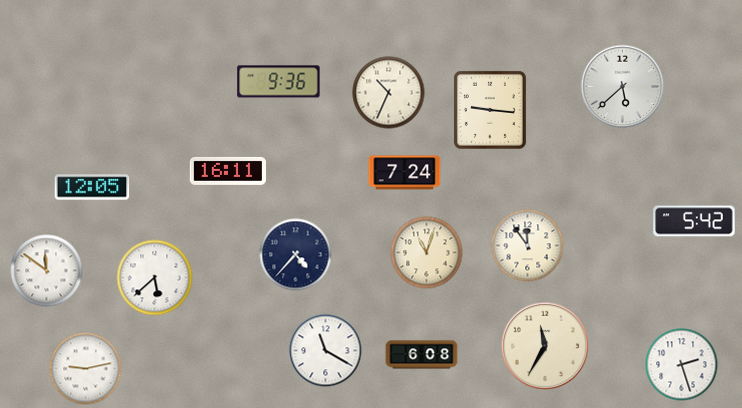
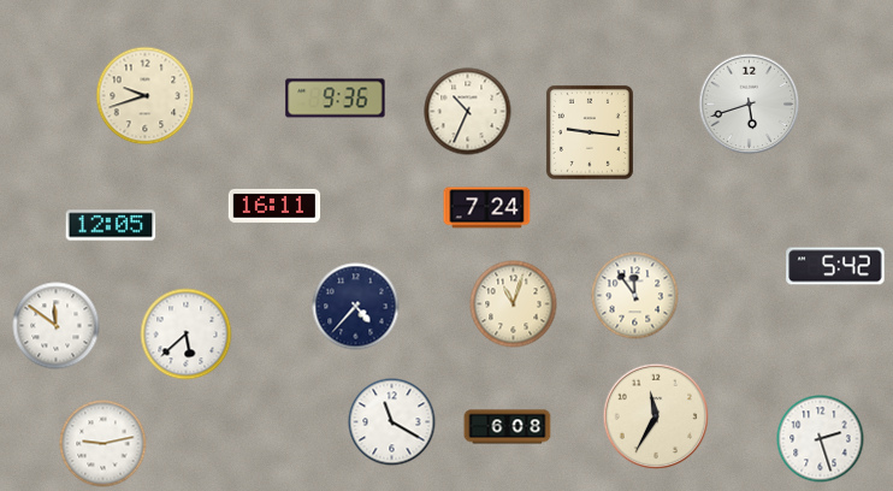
clock at (146, 96): none -> 9:42
clock at (623, 87): 5:38 -> 5:42
